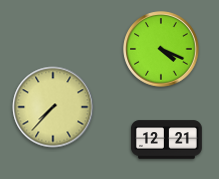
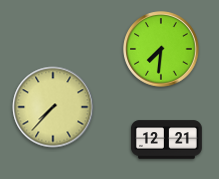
clock at (161, 49): 4:19 -> 7:31
